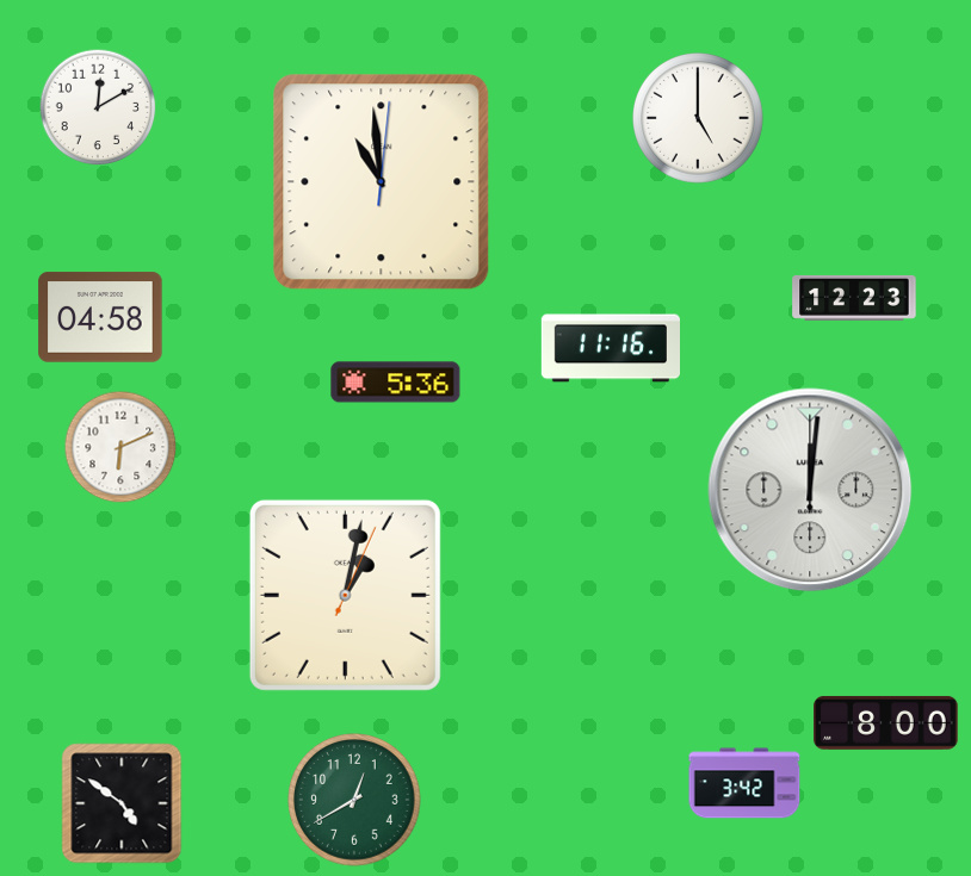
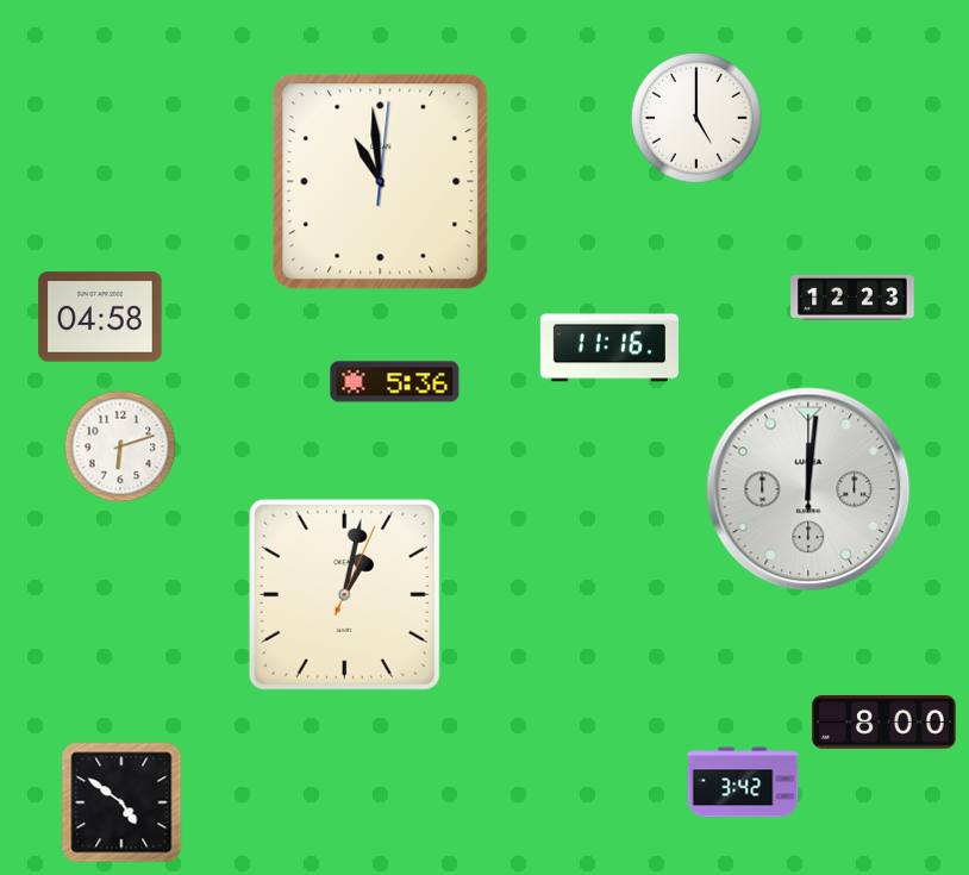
clock at (98, 107): 12:10 -> none
clock at (120, 447): 6:11 -> 6:12
clock at (354, 800): 12:40 -> none
